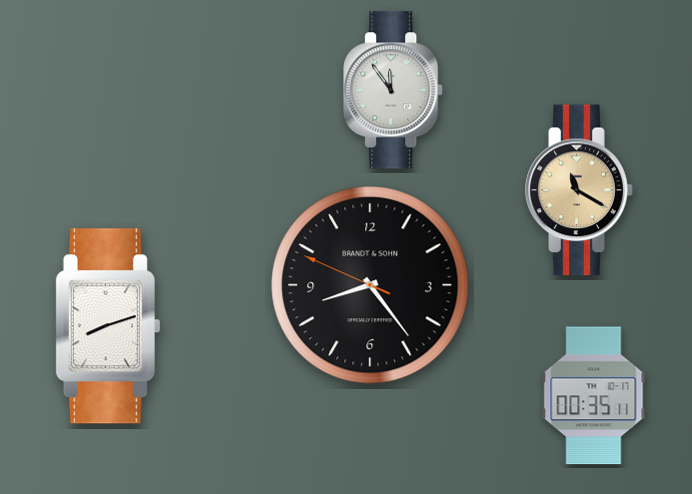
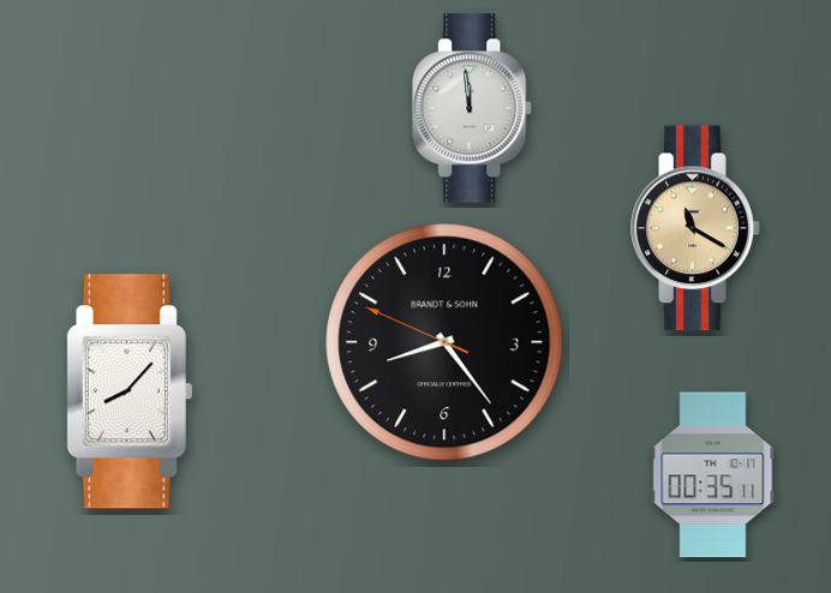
clock at (394, 90): 11:54 -> 11:59
clock at (107, 326): 8:12 -> 8:07
